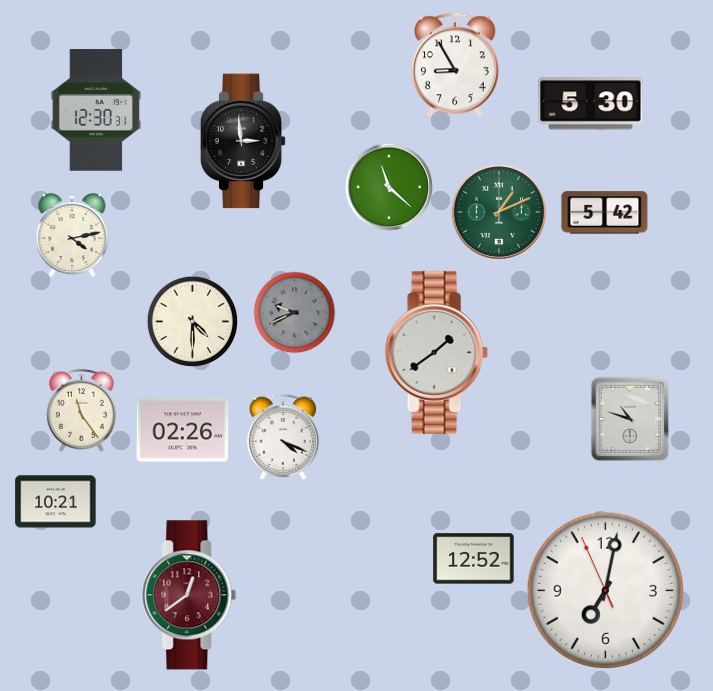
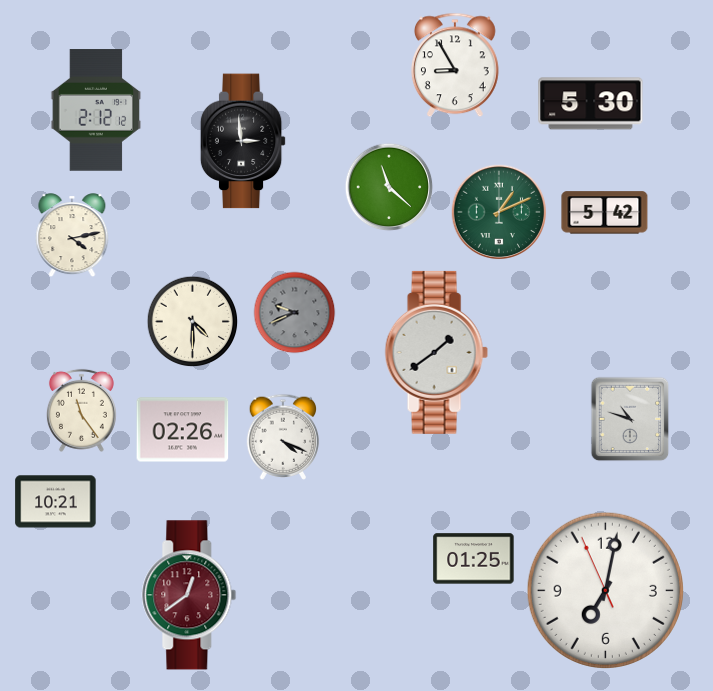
clock at (96, 110): 12:30 -> 2:12
clock at (474, 559): 12:52 -> 01:25
